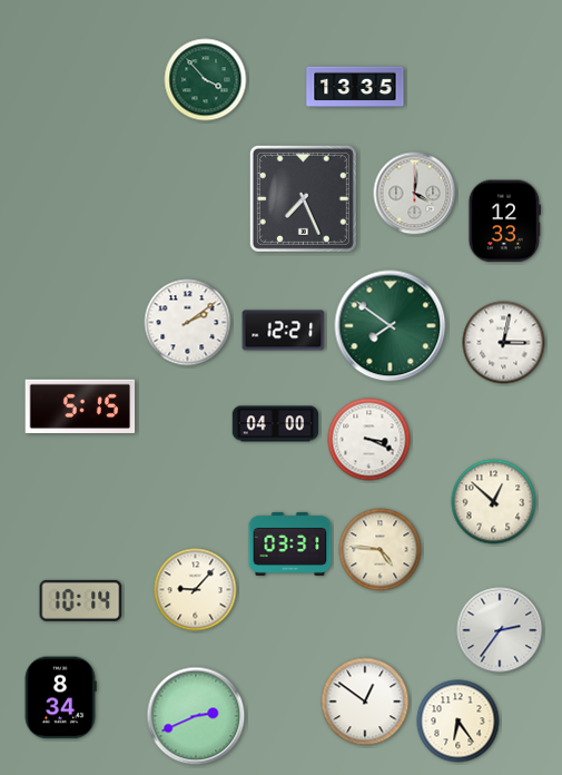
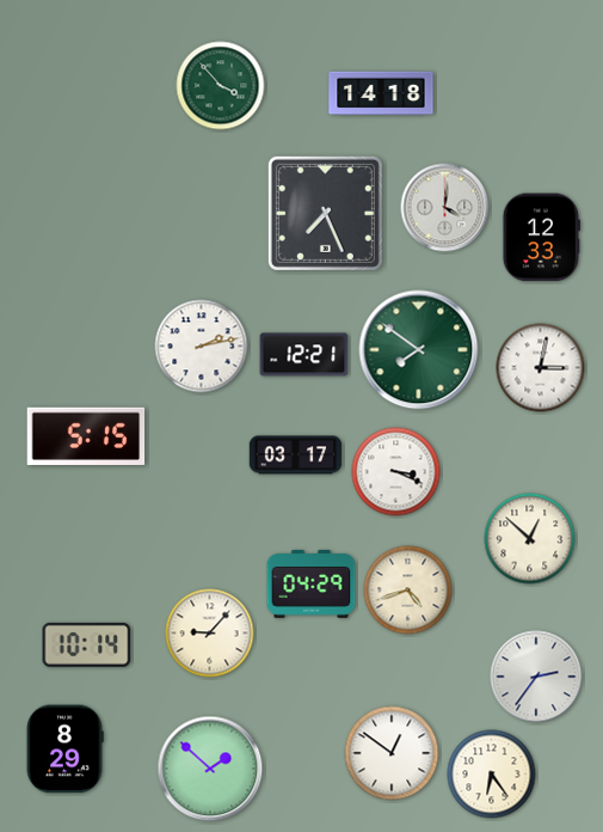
clock at (355, 87): 13:35 -> 14:18
clock at (188, 323): 2:09 -> 2:13
clock at (276, 424): 04:00 -> 03:17
clock at (290, 543): 03:31 -> 04:29
clock at (381, 550): 4:46 -> 4:42
clock at (60, 698): 8:34 -> 8:29
clock at (196, 716): 2:41 -> 1:52
